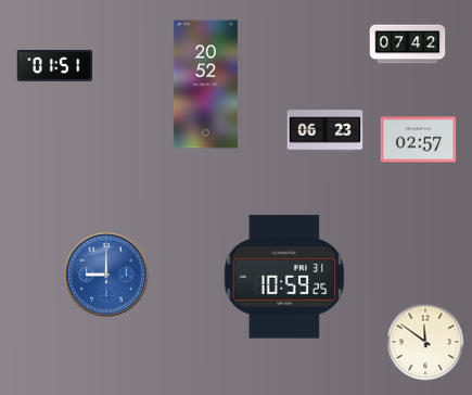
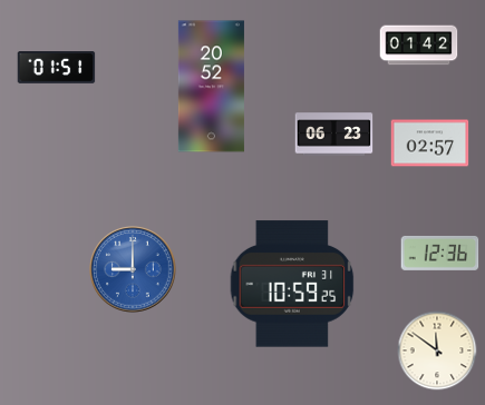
clock at (408, 44): 07:42 -> 01:42
clock at (440, 253): none -> 12:36
clock at (106, 275) position: (106, 275) -> (133, 269)
